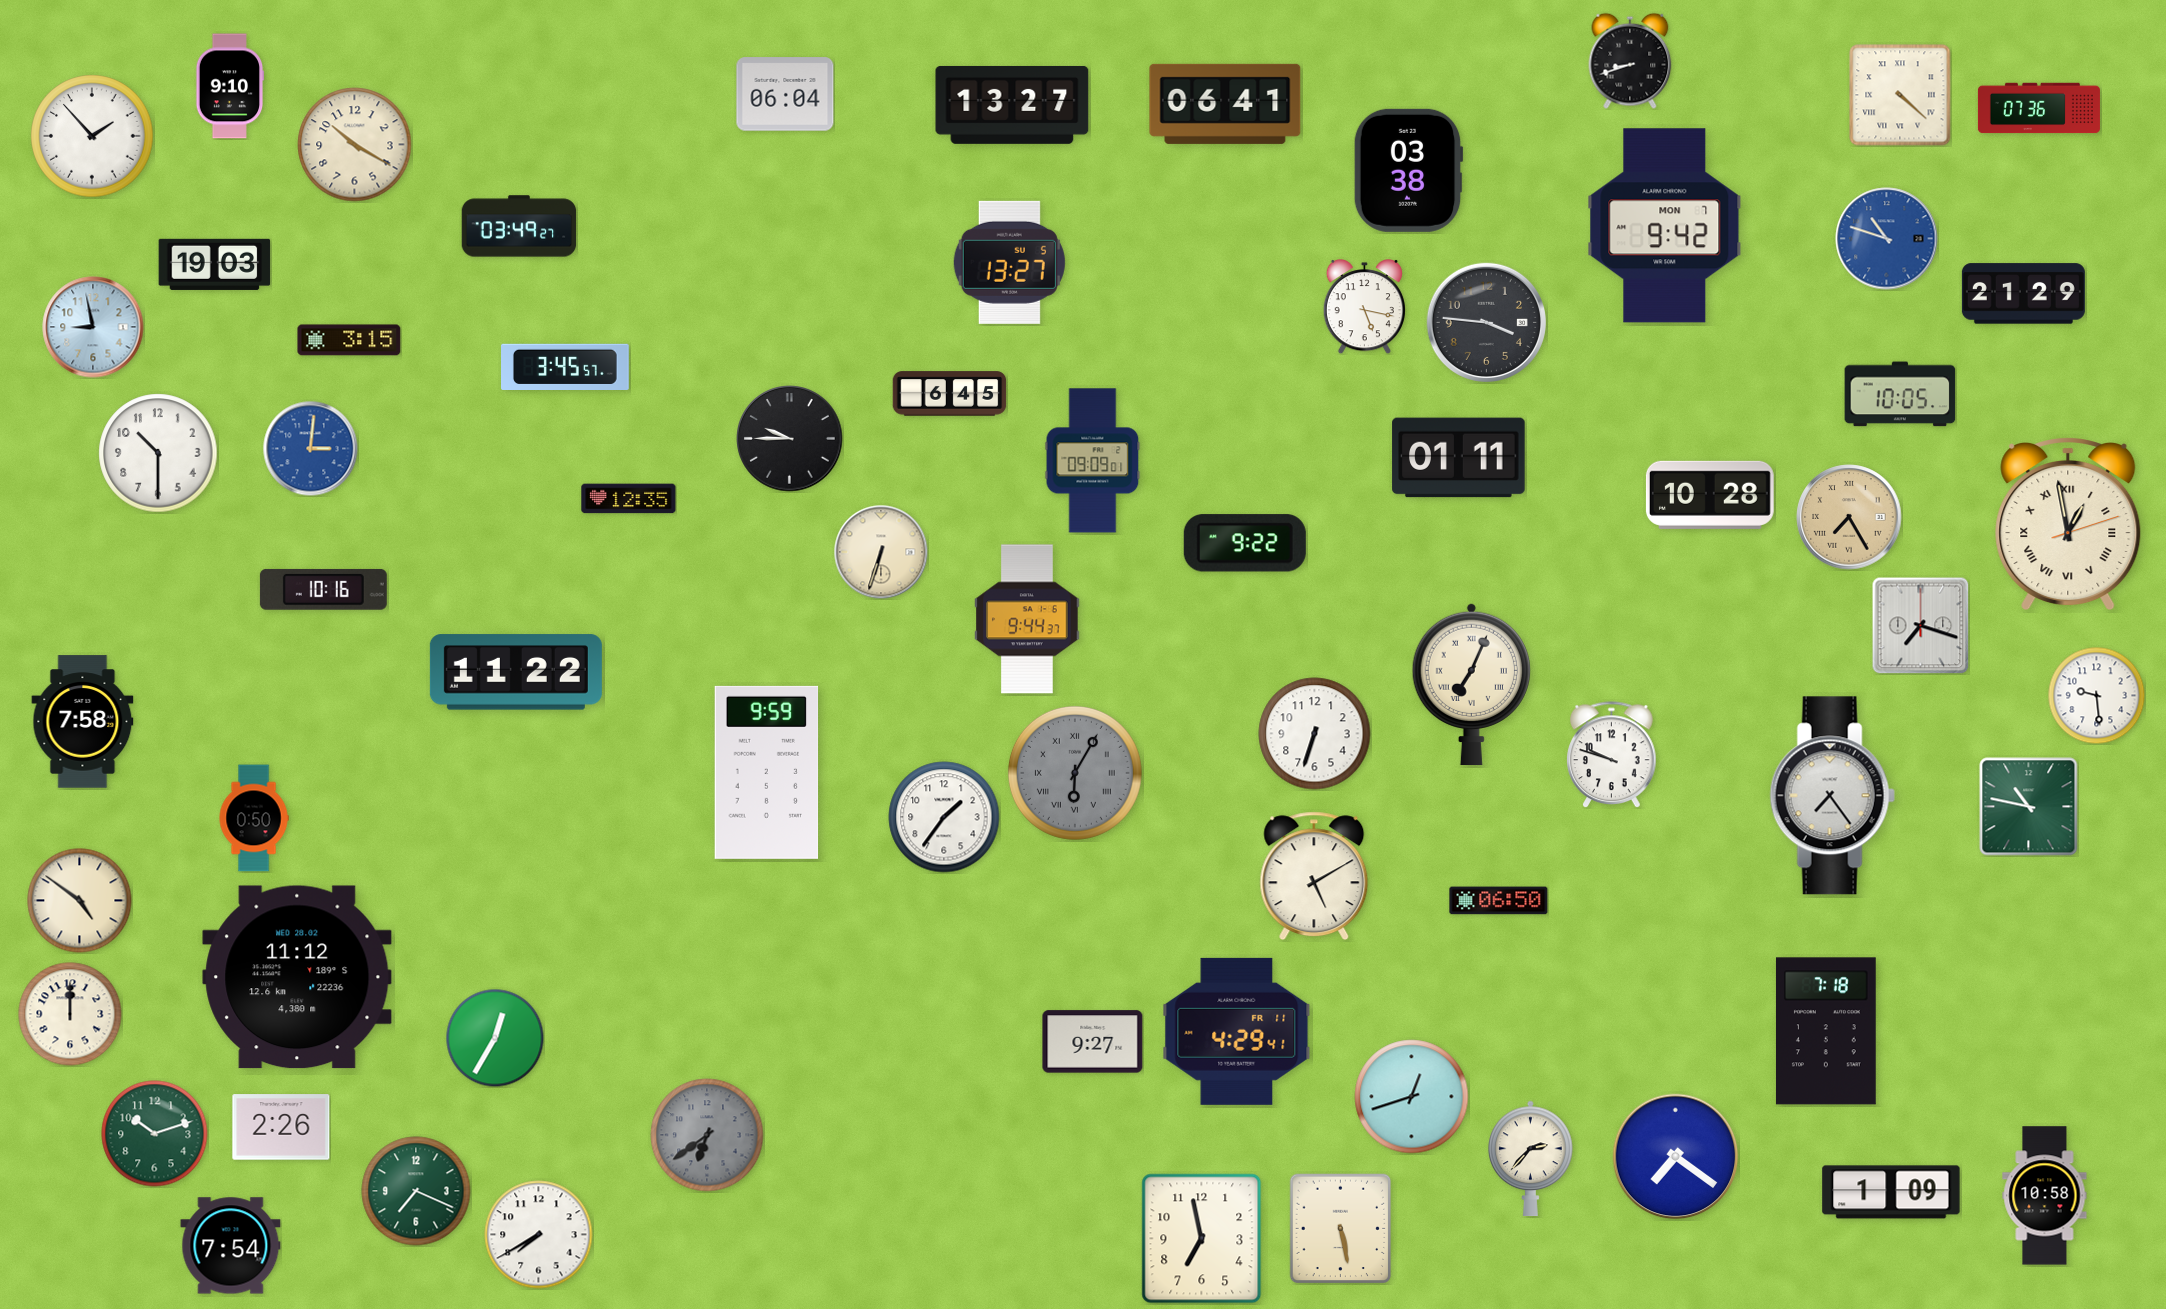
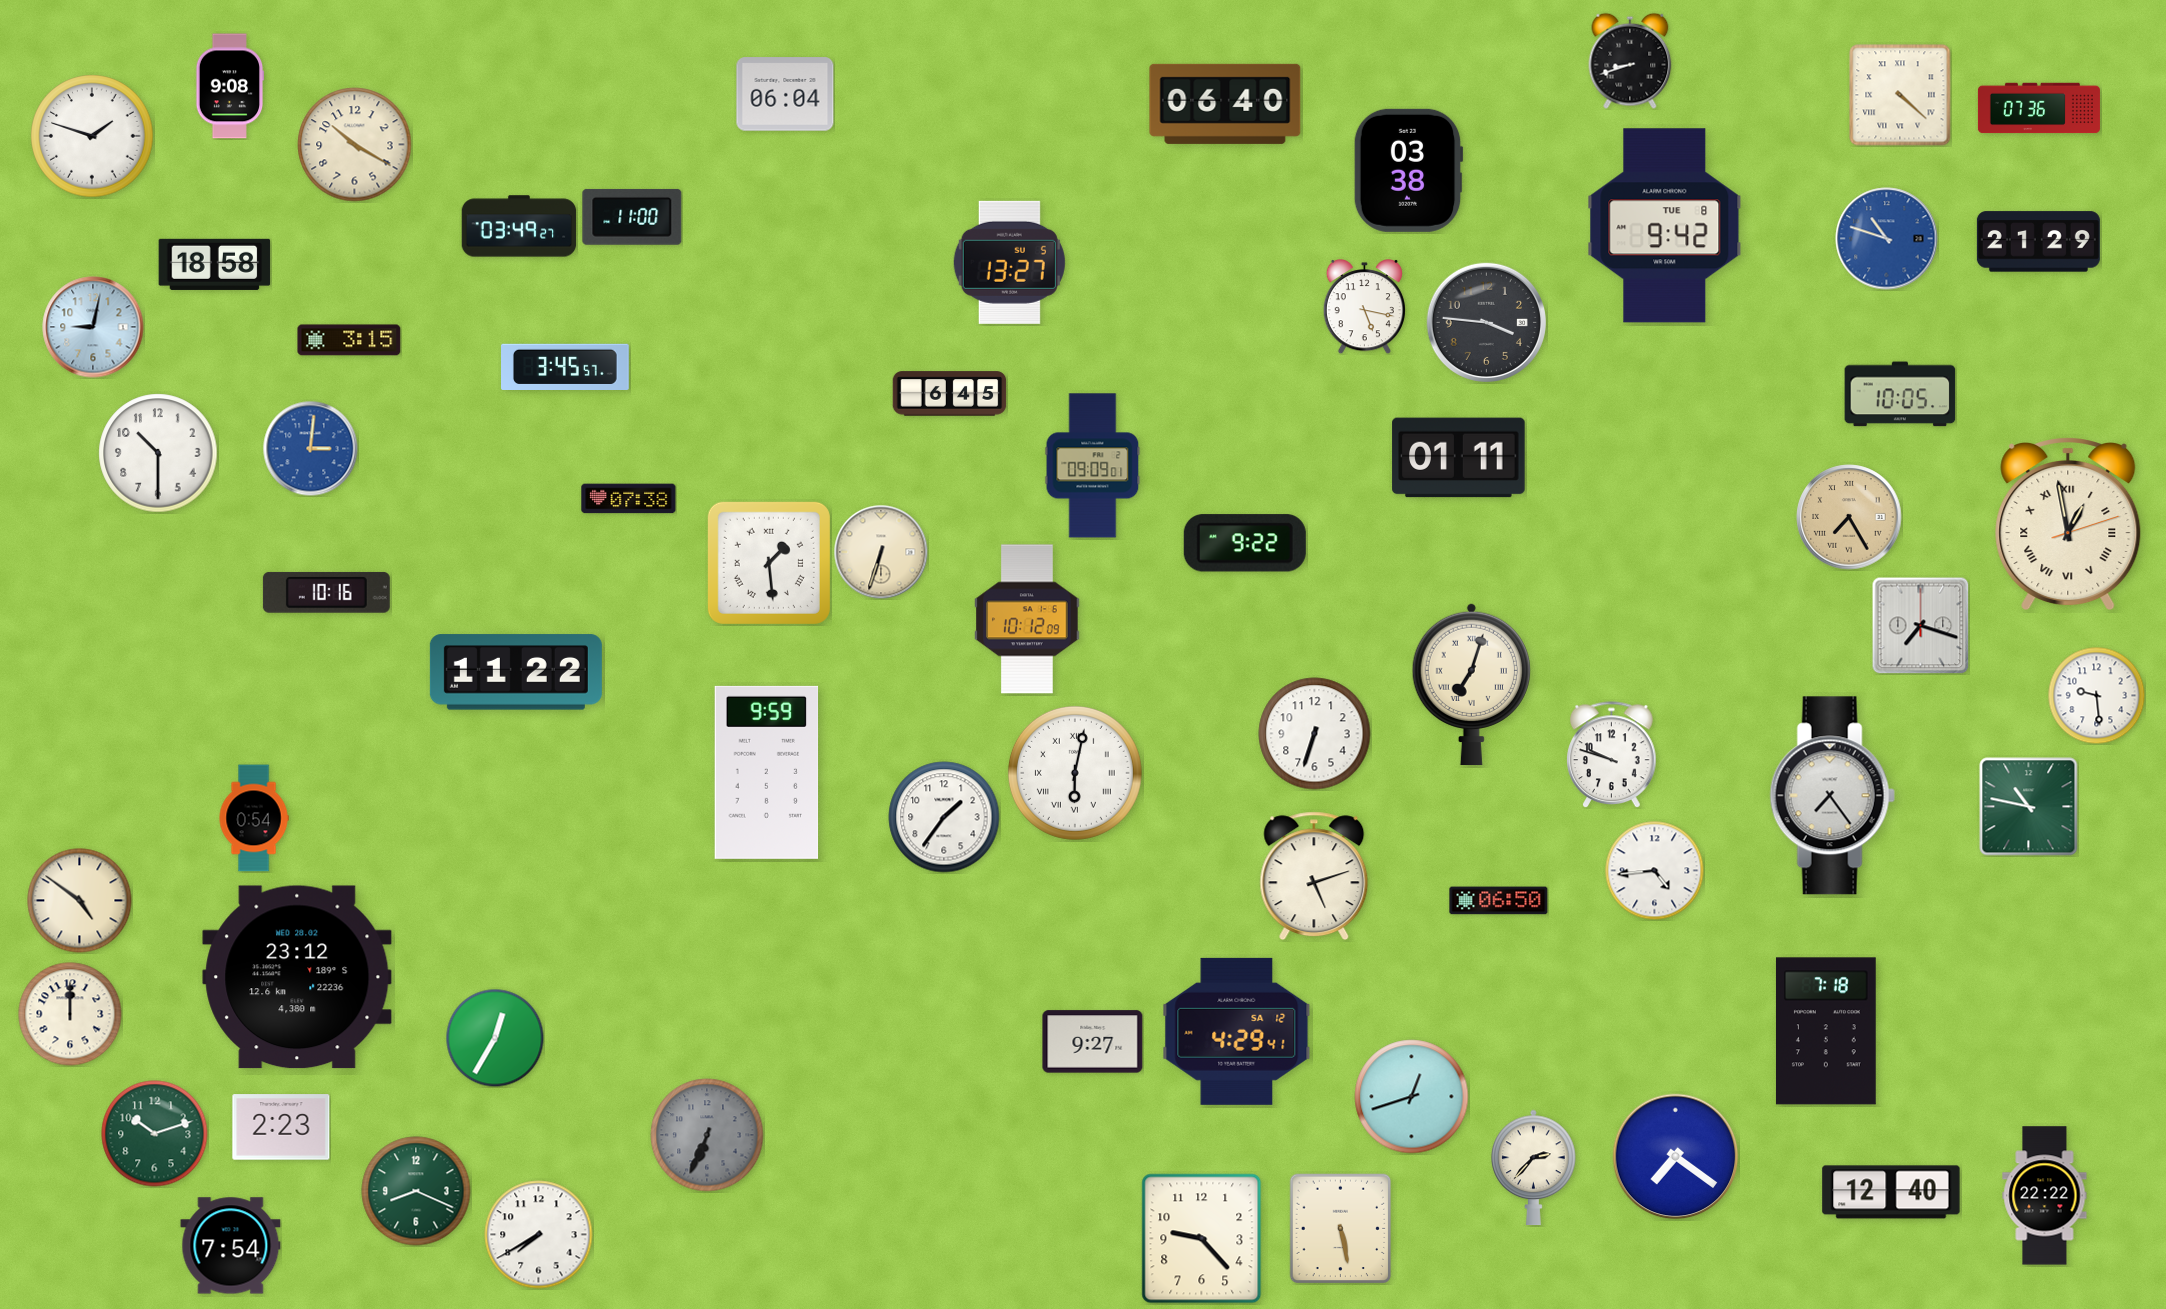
clock at (230, 86): 9:10 -> 9:08
clock at (1225, 104): 06:41 -> 06:40
clock at (1012, 105): 13:27 -> none
clock at (92, 136): 1:53 -> 1:48
clock at (632, 217): none -> 11:00
clock at (1665, 226) date: MON 7 -> TUE 8
clock at (215, 264): 19:03 -> 18:58
clock at (2023, 294) position: (2023, 294) -> (2038, 242)
clock at (93, 327): 8:58 -> 9:02
clock at (790, 439): 9:45 -> none
clock at (1093, 461) position: (1093, 461) -> (1093, 466)
clock at (1710, 495): 10:28 -> none
clock at (629, 499): 12:35 -> 07:38
clock at (769, 563): none -> 1:29
clock at (323, 589) position: (323, 589) -> (326, 592)
clock at (1027, 619): 9:44 -> 10:12
clock at (1471, 684): 7:04 -> 7:03
clock at (83, 722): 7:58 -> none
clock at (1075, 773): 6:05 -> 6:02
clock at (1075, 773) dial: grey -> white
clock at (254, 818): 0:50 -> 0:54
clock at (1655, 871): none -> 4:44
clock at (1314, 876): 5:10 -> 5:12
clock at (297, 977): 11:12 -> 23:12
clock at (1237, 1031) date: FR 11 -> SA 12
clock at (281, 1127): 2:26 -> 2:23
clock at (707, 1135): 6:39 -> 6:34
clock at (1531, 1159) position: (1531, 1159) -> (1534, 1168)
clock at (416, 1191): 7:19 -> 8:19
clock at (1891, 1192): 1:09 -> 12:40
clock at (2045, 1196): 10:58 -> 22:22
clock at (1202, 1239): 6:58 -> 9:23
